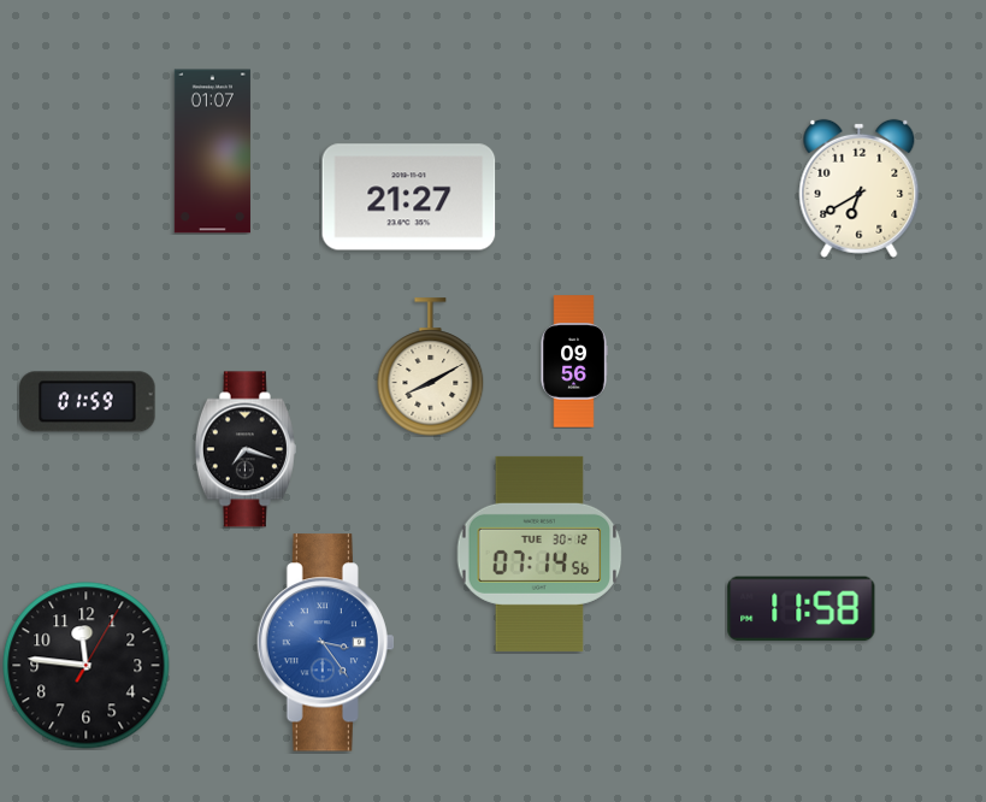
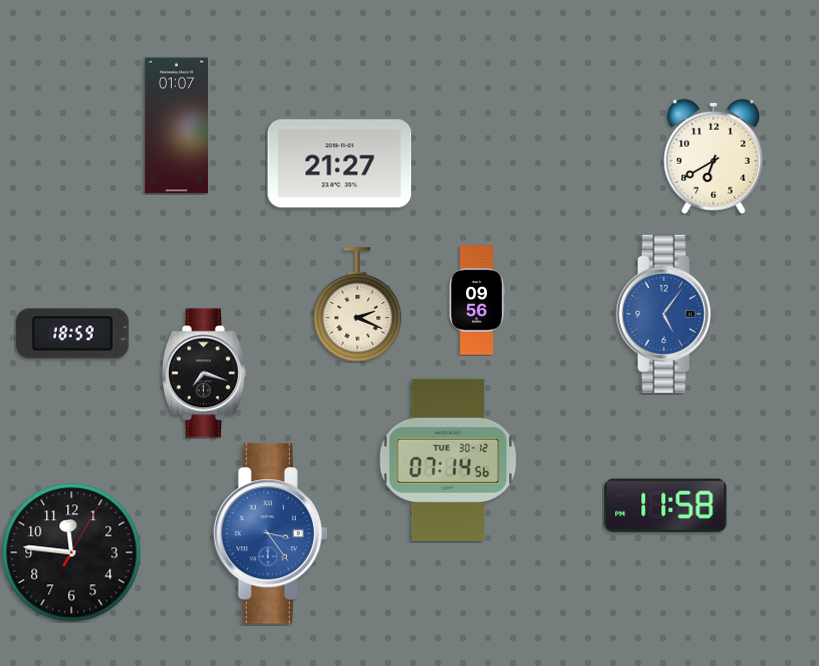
clock at (431, 367): 8:10 -> 2:19
clock at (666, 314): none -> 5:06
clock at (88, 402): 01:59 -> 18:59
